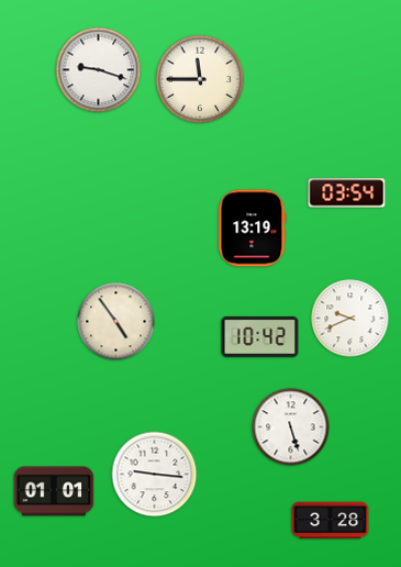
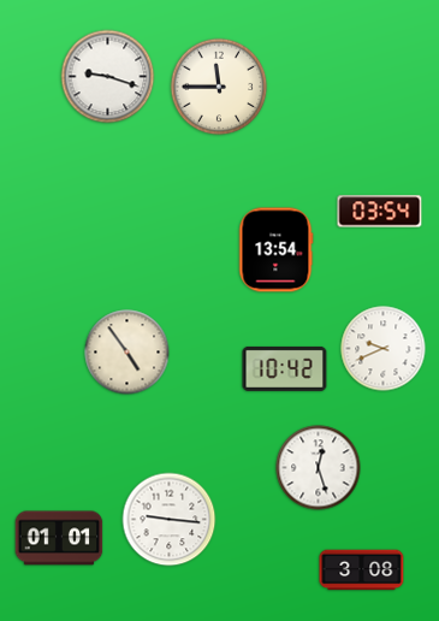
clock at (253, 229): 13:19 -> 13:54
clock at (291, 427): 5:27 -> 12:27
clock at (331, 521): 3:28 -> 3:08
